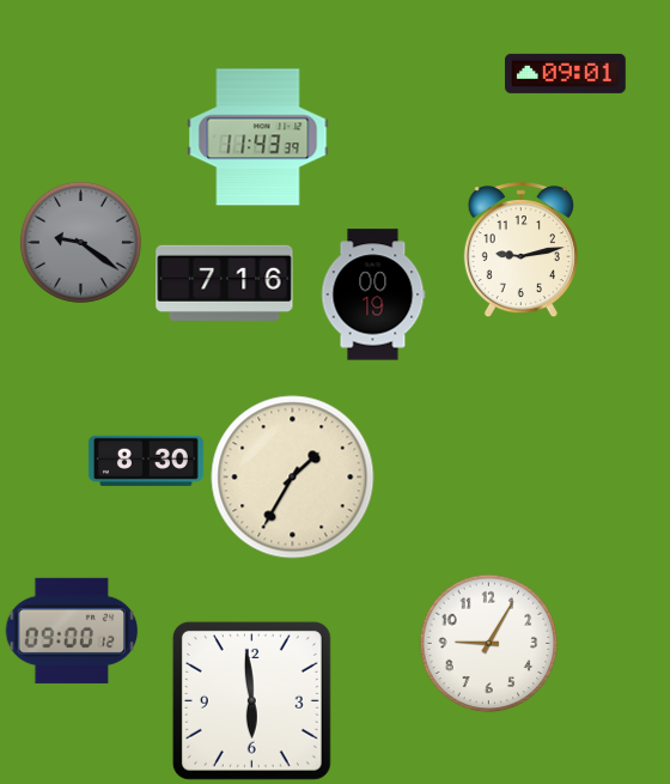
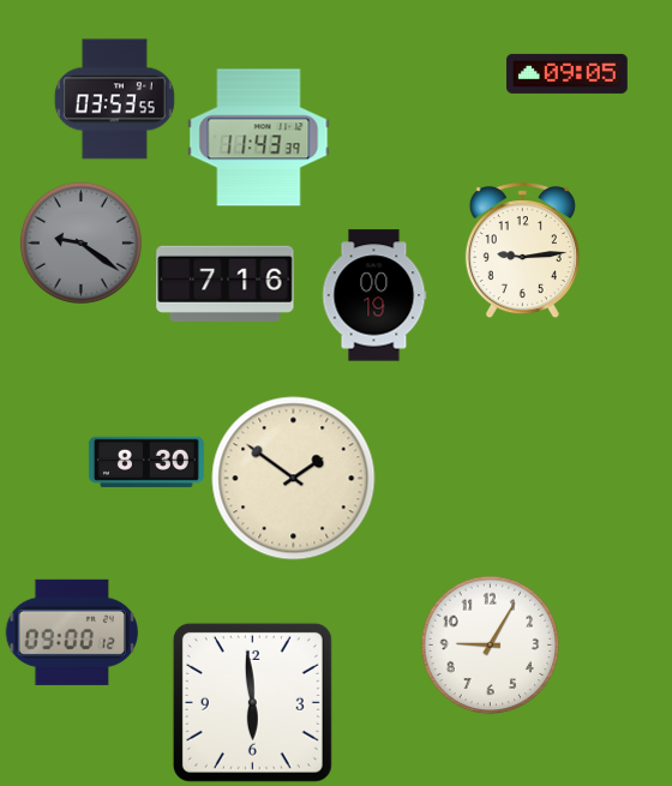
clock at (566, 73): 09:01 -> 09:05
clock at (114, 100): none -> 03:53
clock at (520, 250): 9:13 -> 9:14
clock at (293, 478): 1:35 -> 1:51
